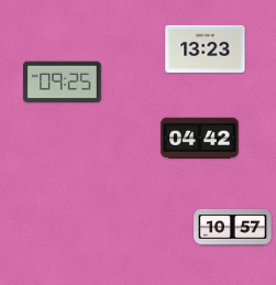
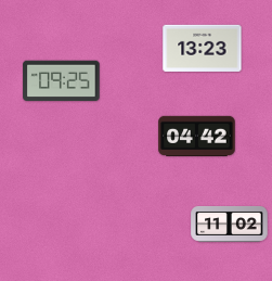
clock at (233, 228): 10:57 -> 11:02
